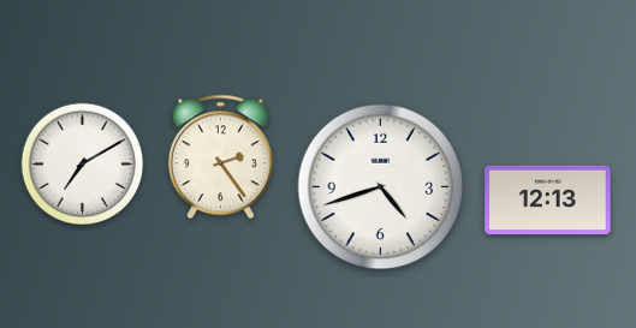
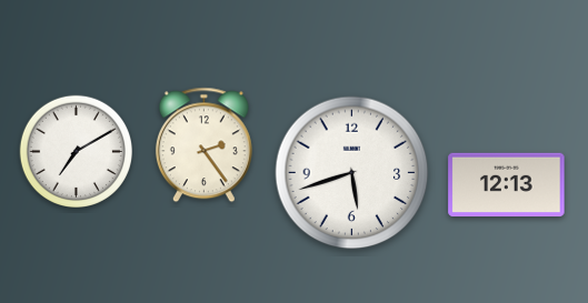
clock at (381, 187): 4:42 -> 5:42
